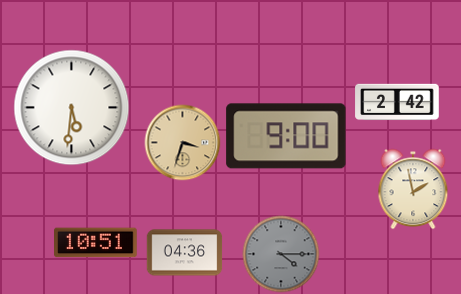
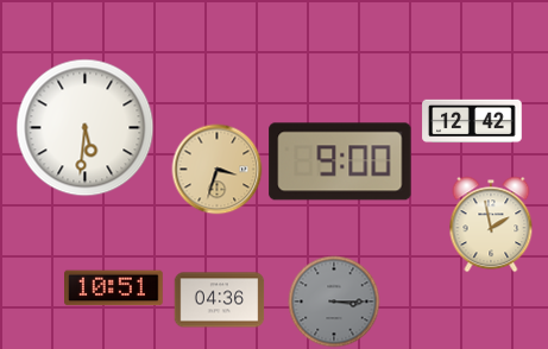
clock at (397, 102): 2:42 -> 12:42
clock at (281, 254): 4:15 -> 3:15
